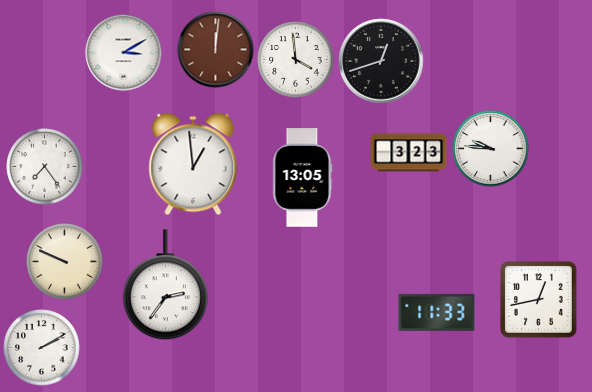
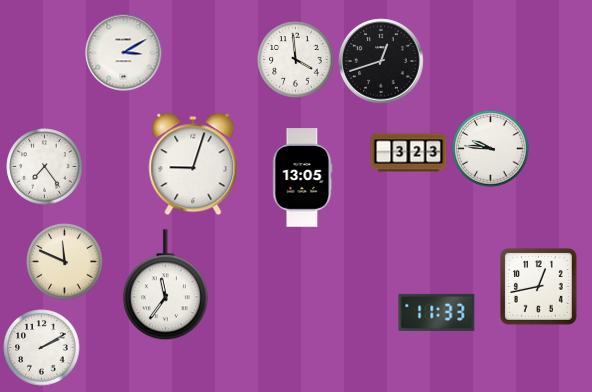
clock at (216, 50): 12:01 -> none
clock at (193, 164): 12:59 -> 9:03
clock at (65, 262): 9:49 -> 11:49
clock at (165, 285): 2:36 -> 11:36
clock at (539, 300) position: (539, 300) -> (539, 287)
